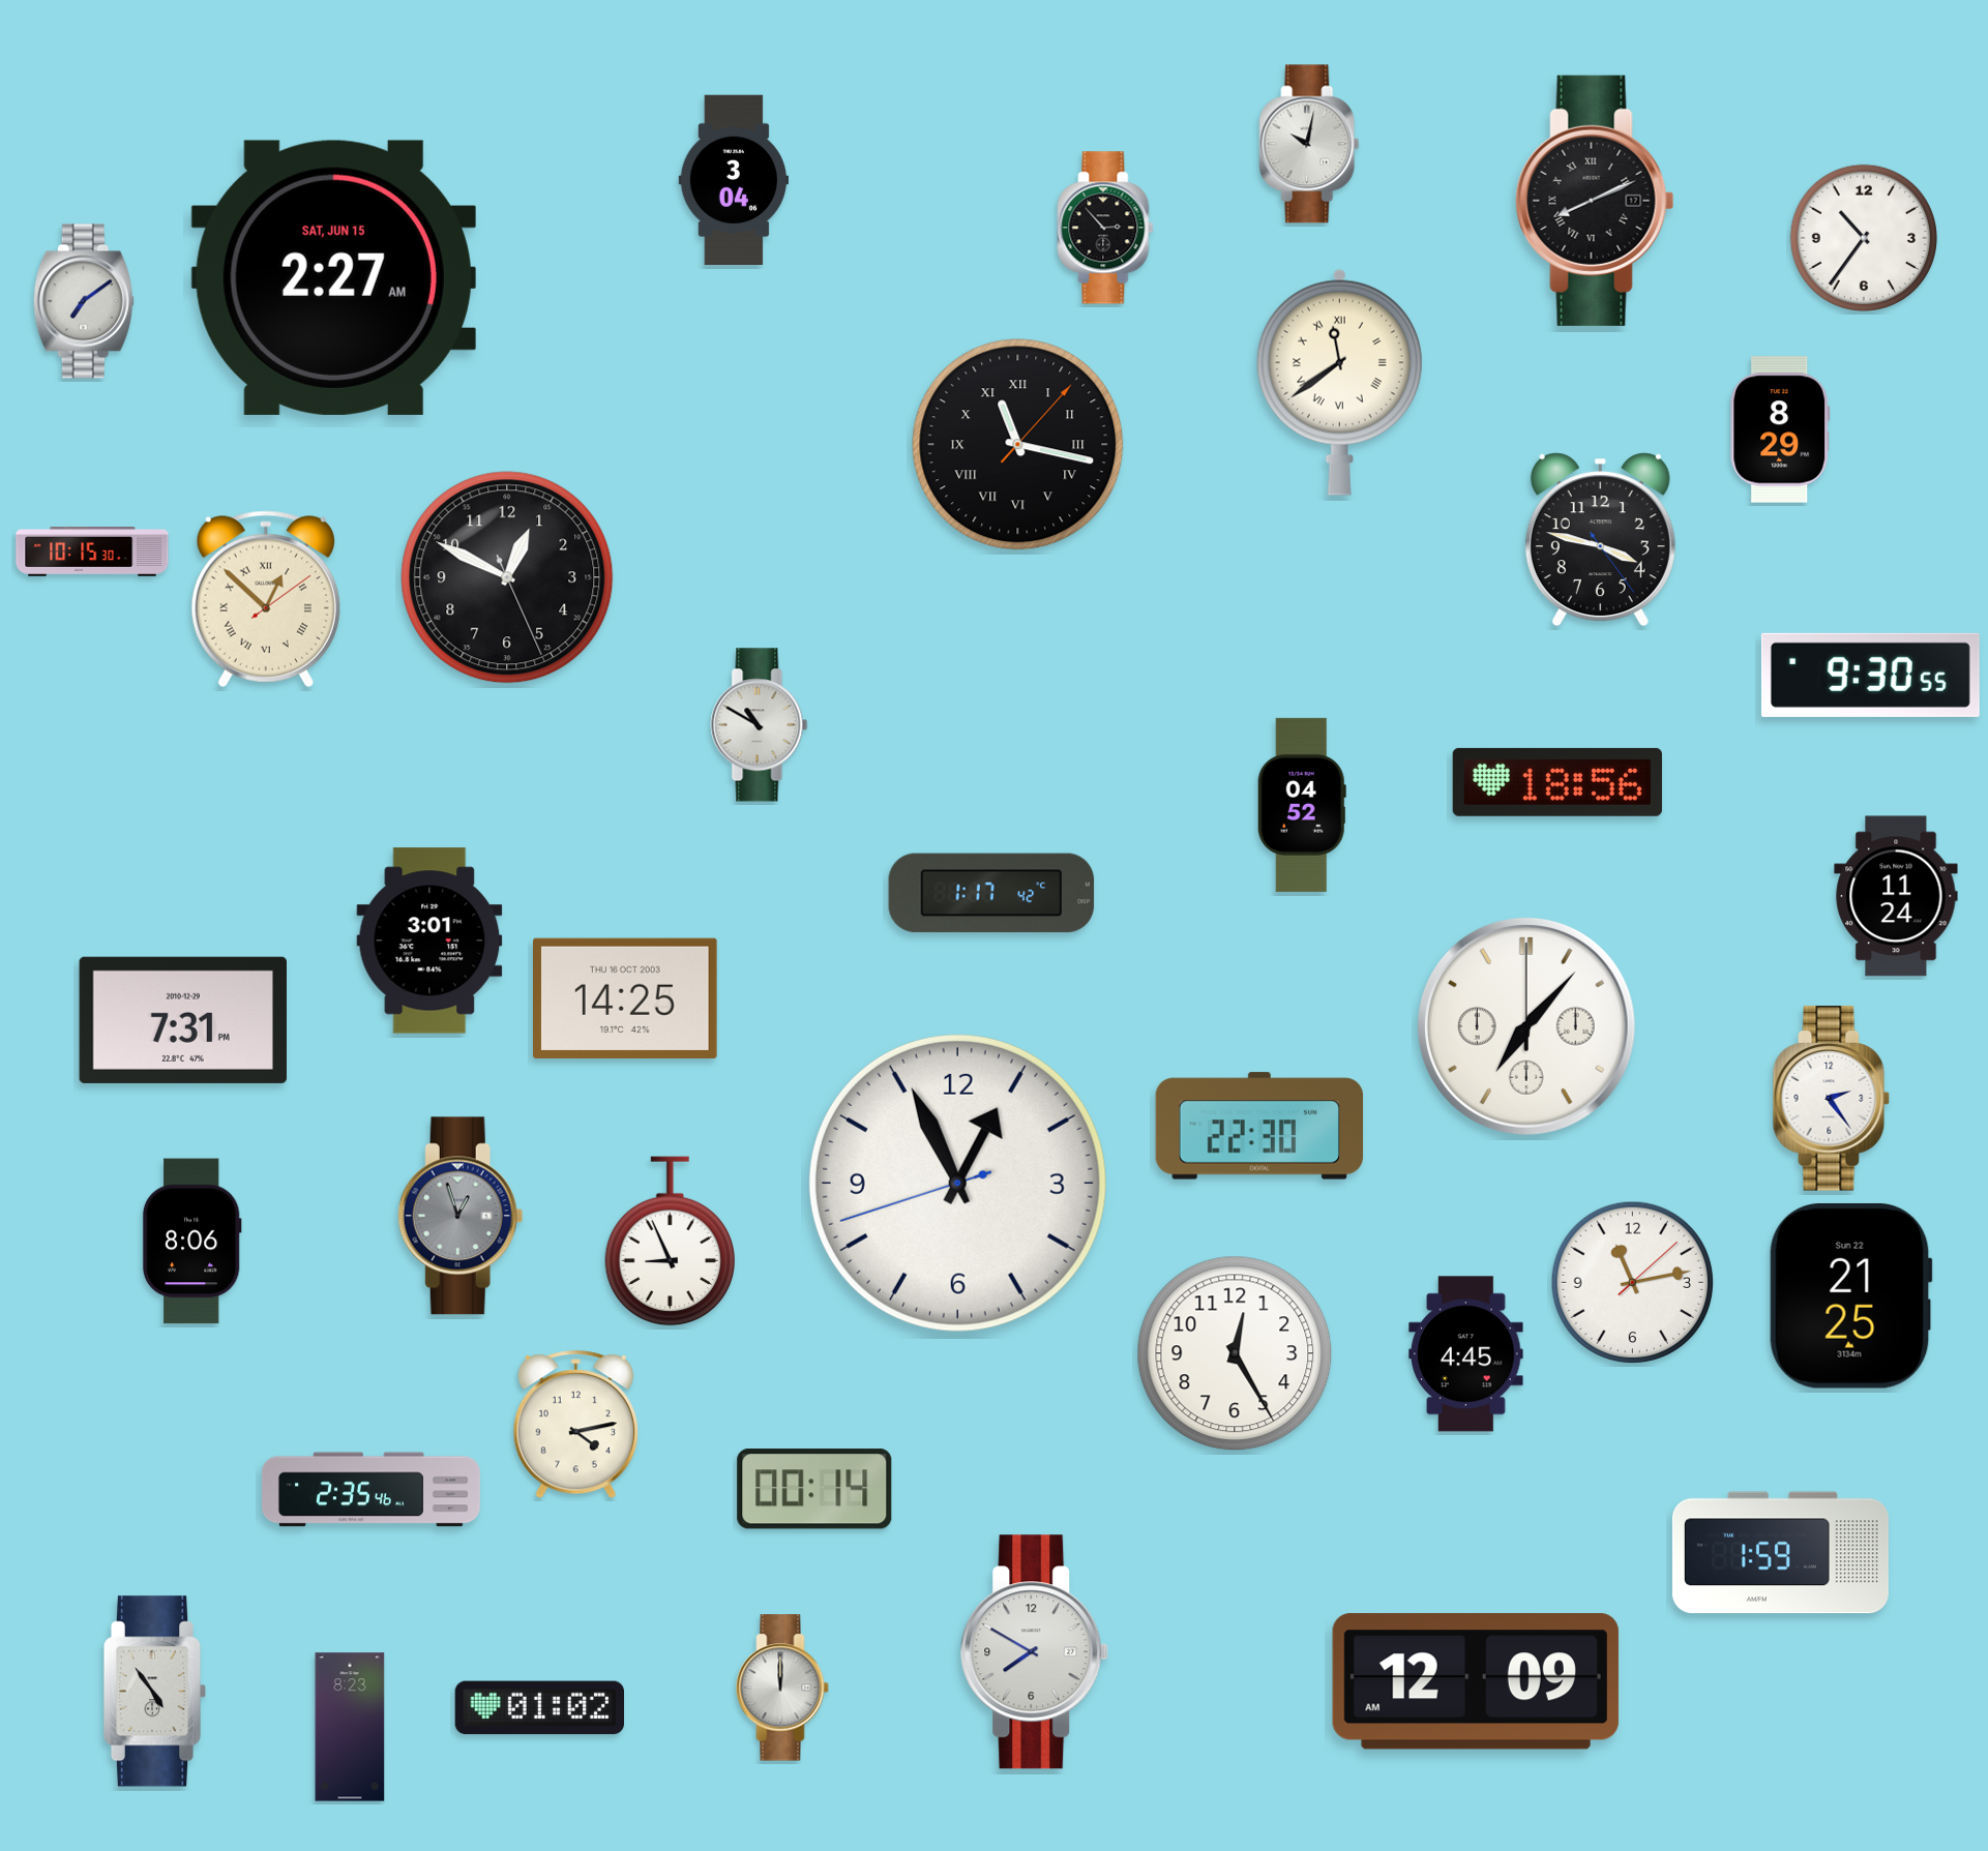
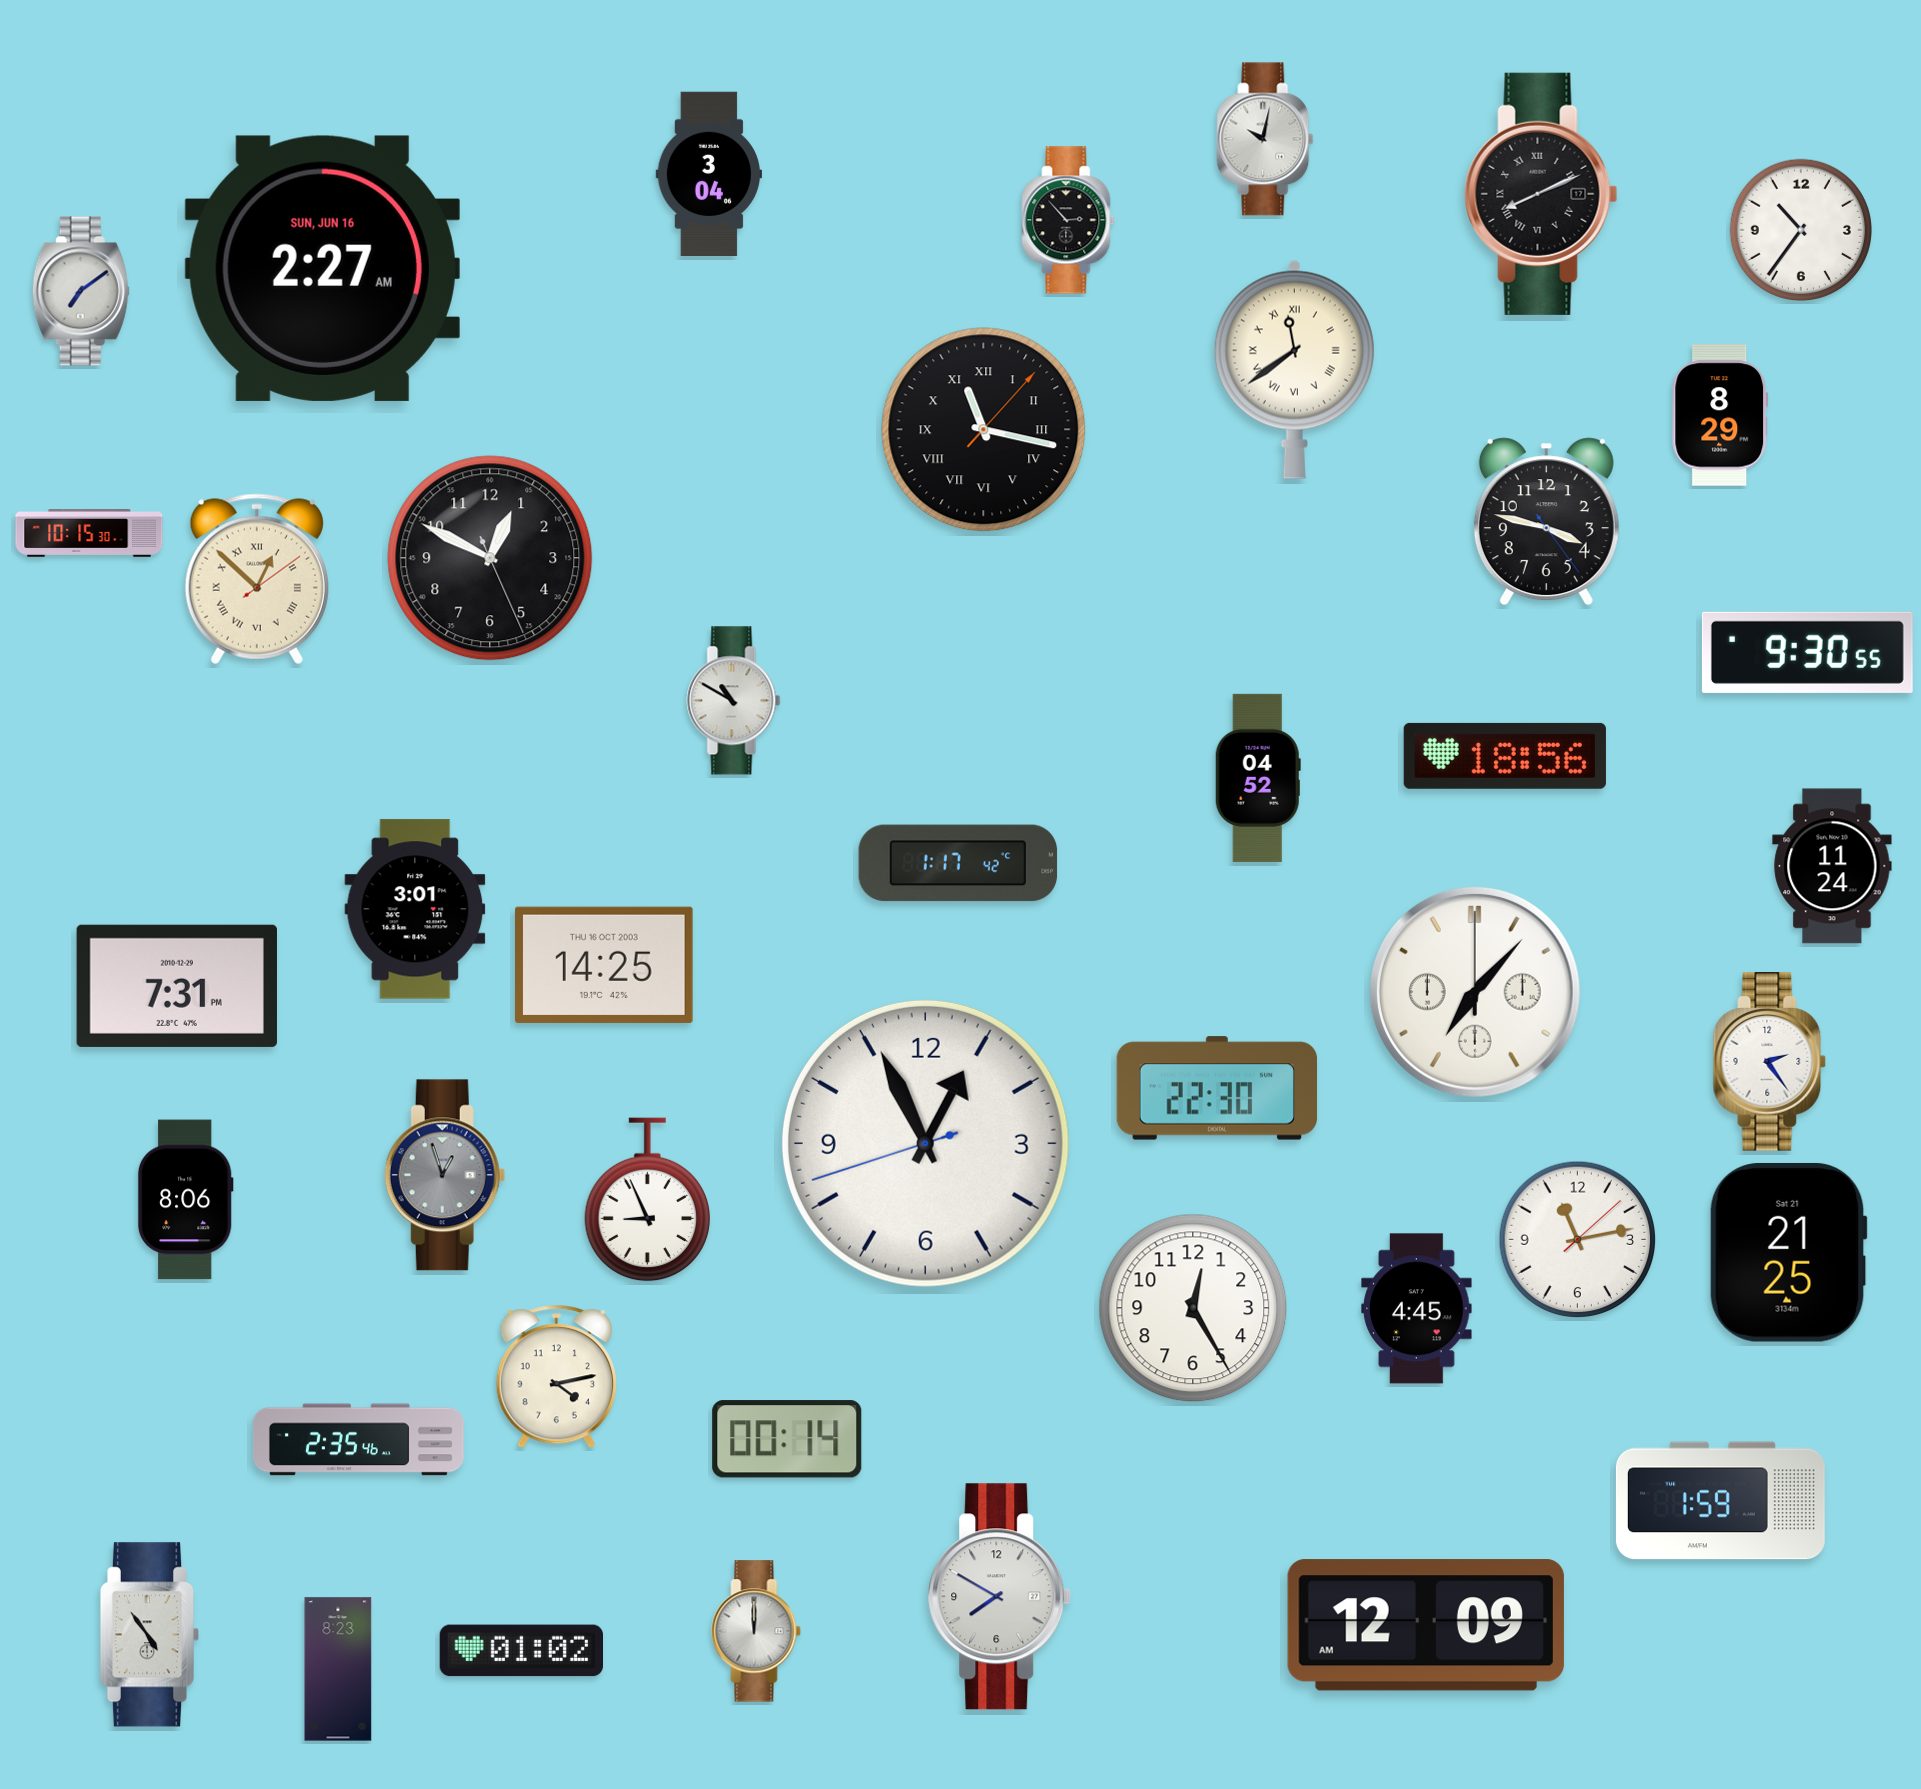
clock at (333, 277) date: SAT, JUN 15 -> SUN, JUN 16
clock at (1850, 1295) date: Sun 22 -> Sat 21
